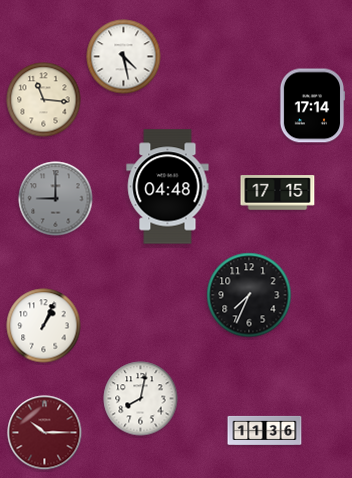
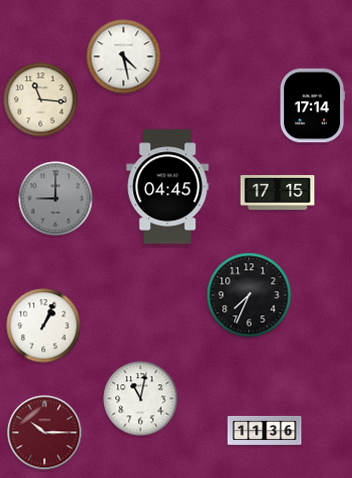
clock at (44, 100) position: (44, 100) -> (41, 100)
clock at (168, 187): 04:48 -> 04:45
clock at (141, 399): 8:02 -> 11:02
